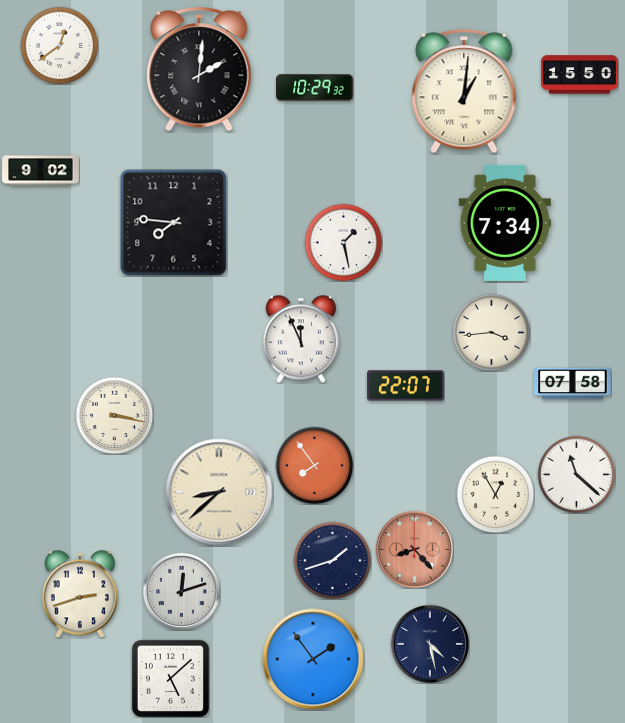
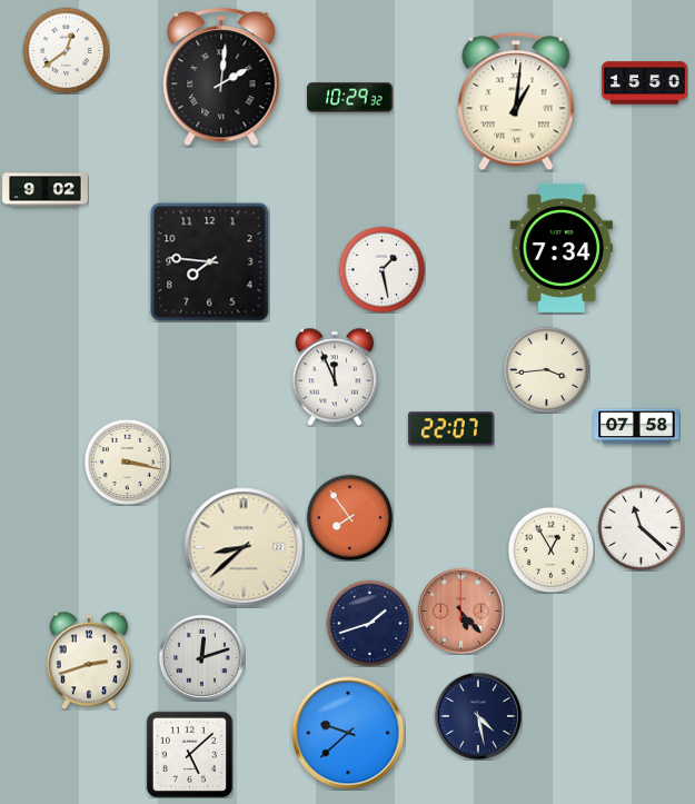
clock at (174, 223) position: (174, 223) -> (210, 262)
clock at (414, 549): 8:23 -> 5:23
clock at (313, 659): 1:54 -> 9:38
